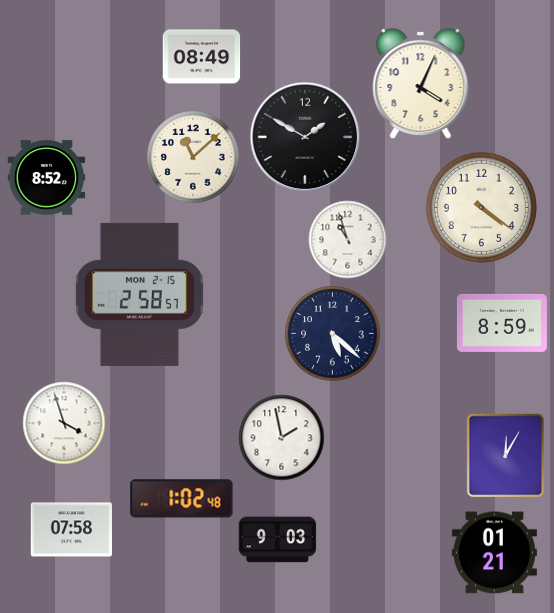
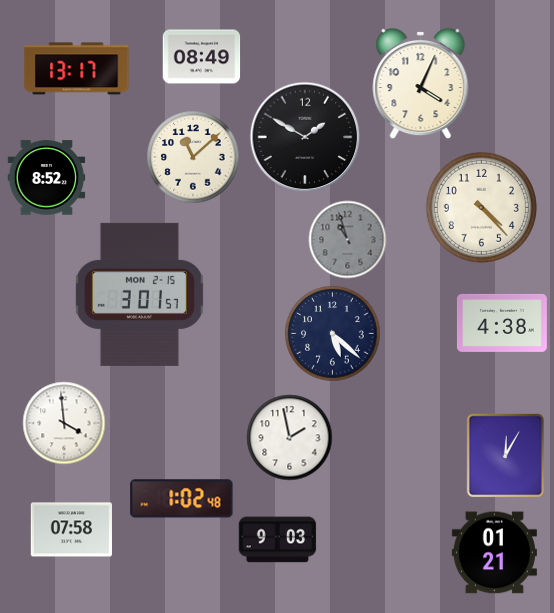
clock at (77, 69): none -> 13:17
clock at (481, 207): 4:21 -> 4:23
clock at (347, 239) dial: white -> grey
clock at (139, 294): 2:58 -> 3:01
clock at (502, 323): 8:59 -> 4:38
clock at (64, 423): 3:57 -> 3:59
clock at (281, 437) position: (281, 437) -> (289, 437)
